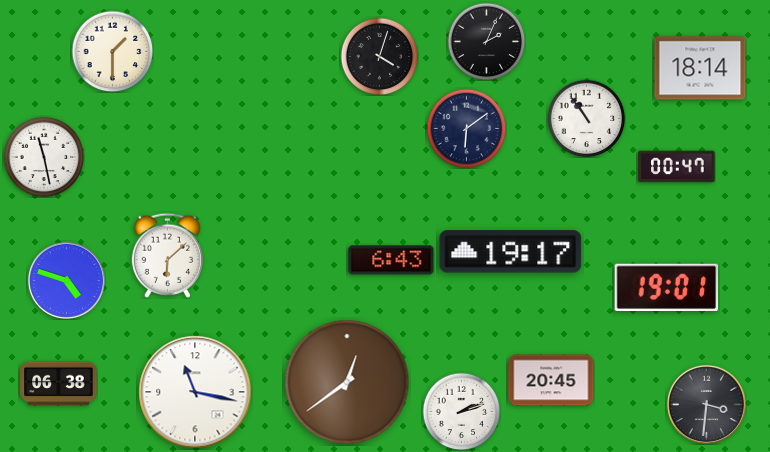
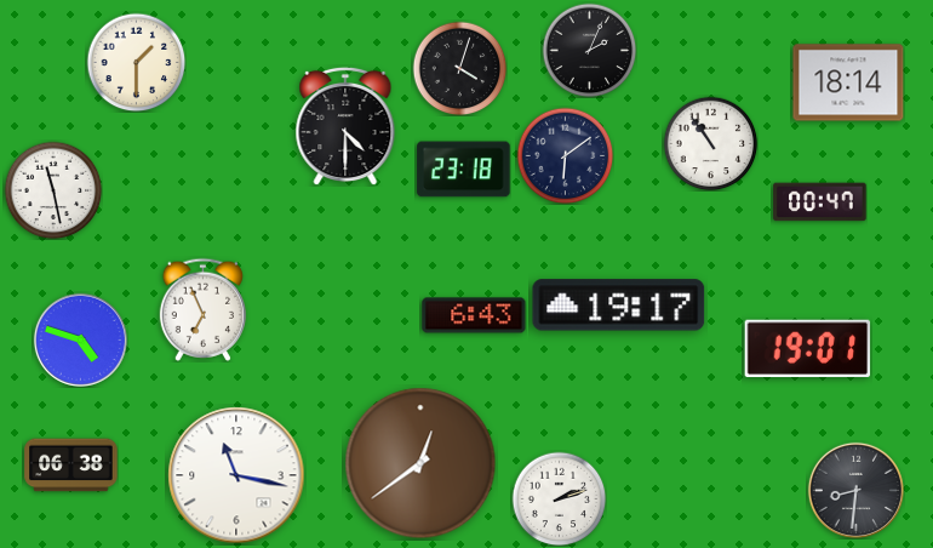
clock at (345, 126): none -> 4:30
clock at (464, 170): none -> 23:18
clock at (167, 255): 6:08 -> 6:56
clock at (551, 380): 20:45 -> none
clock at (706, 404): 3:31 -> 8:31
